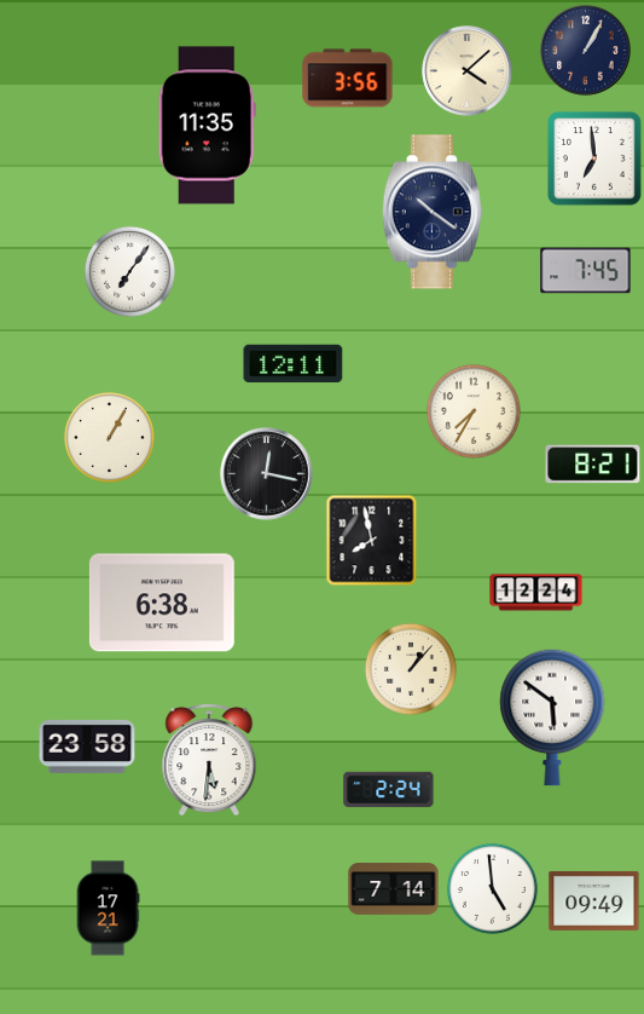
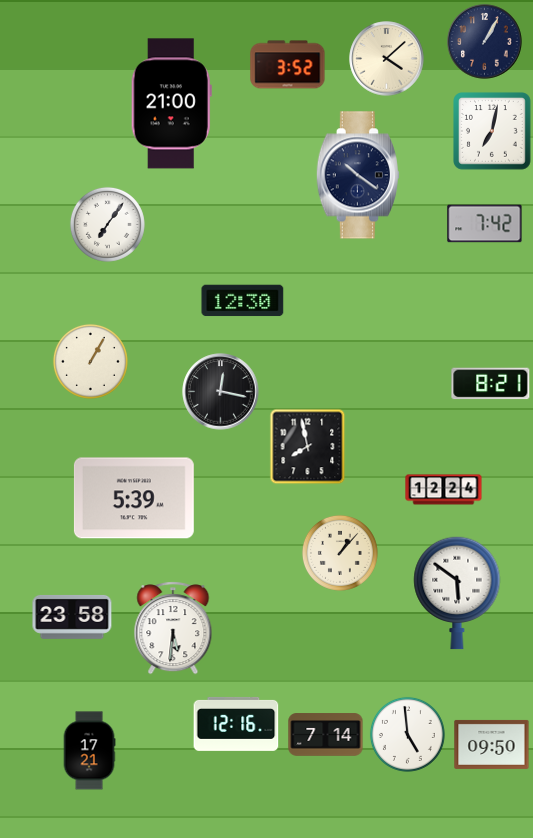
clock at (348, 79): 3:56 -> 3:52
clock at (207, 126): 11:35 -> 21:00
clock at (596, 160): 6:59 -> 7:02
clock at (586, 271): 7:45 -> 7:42
clock at (294, 364): 12:11 -> 12:30
clock at (474, 411): 7:35 -> none
clock at (162, 603): 6:38 -> 5:39
clock at (389, 789): 2:24 -> none
clock at (236, 724): none -> 12:16
clock at (594, 900): 09:49 -> 09:50
